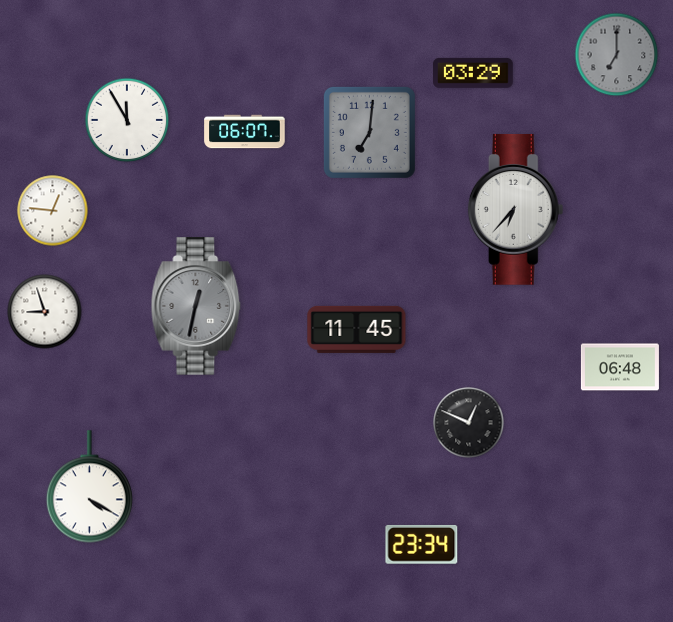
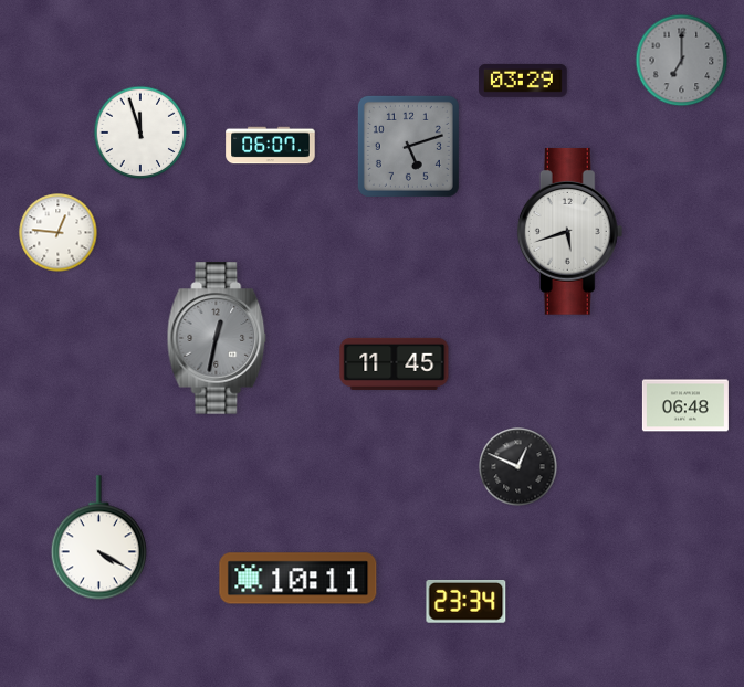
clock at (127, 120): 11:55 -> 11:57
clock at (369, 132): 7:01 -> 5:12
clock at (516, 209): 6:37 -> 5:42
clock at (45, 312): 8:57 -> none
clock at (298, 579): none -> 10:11
